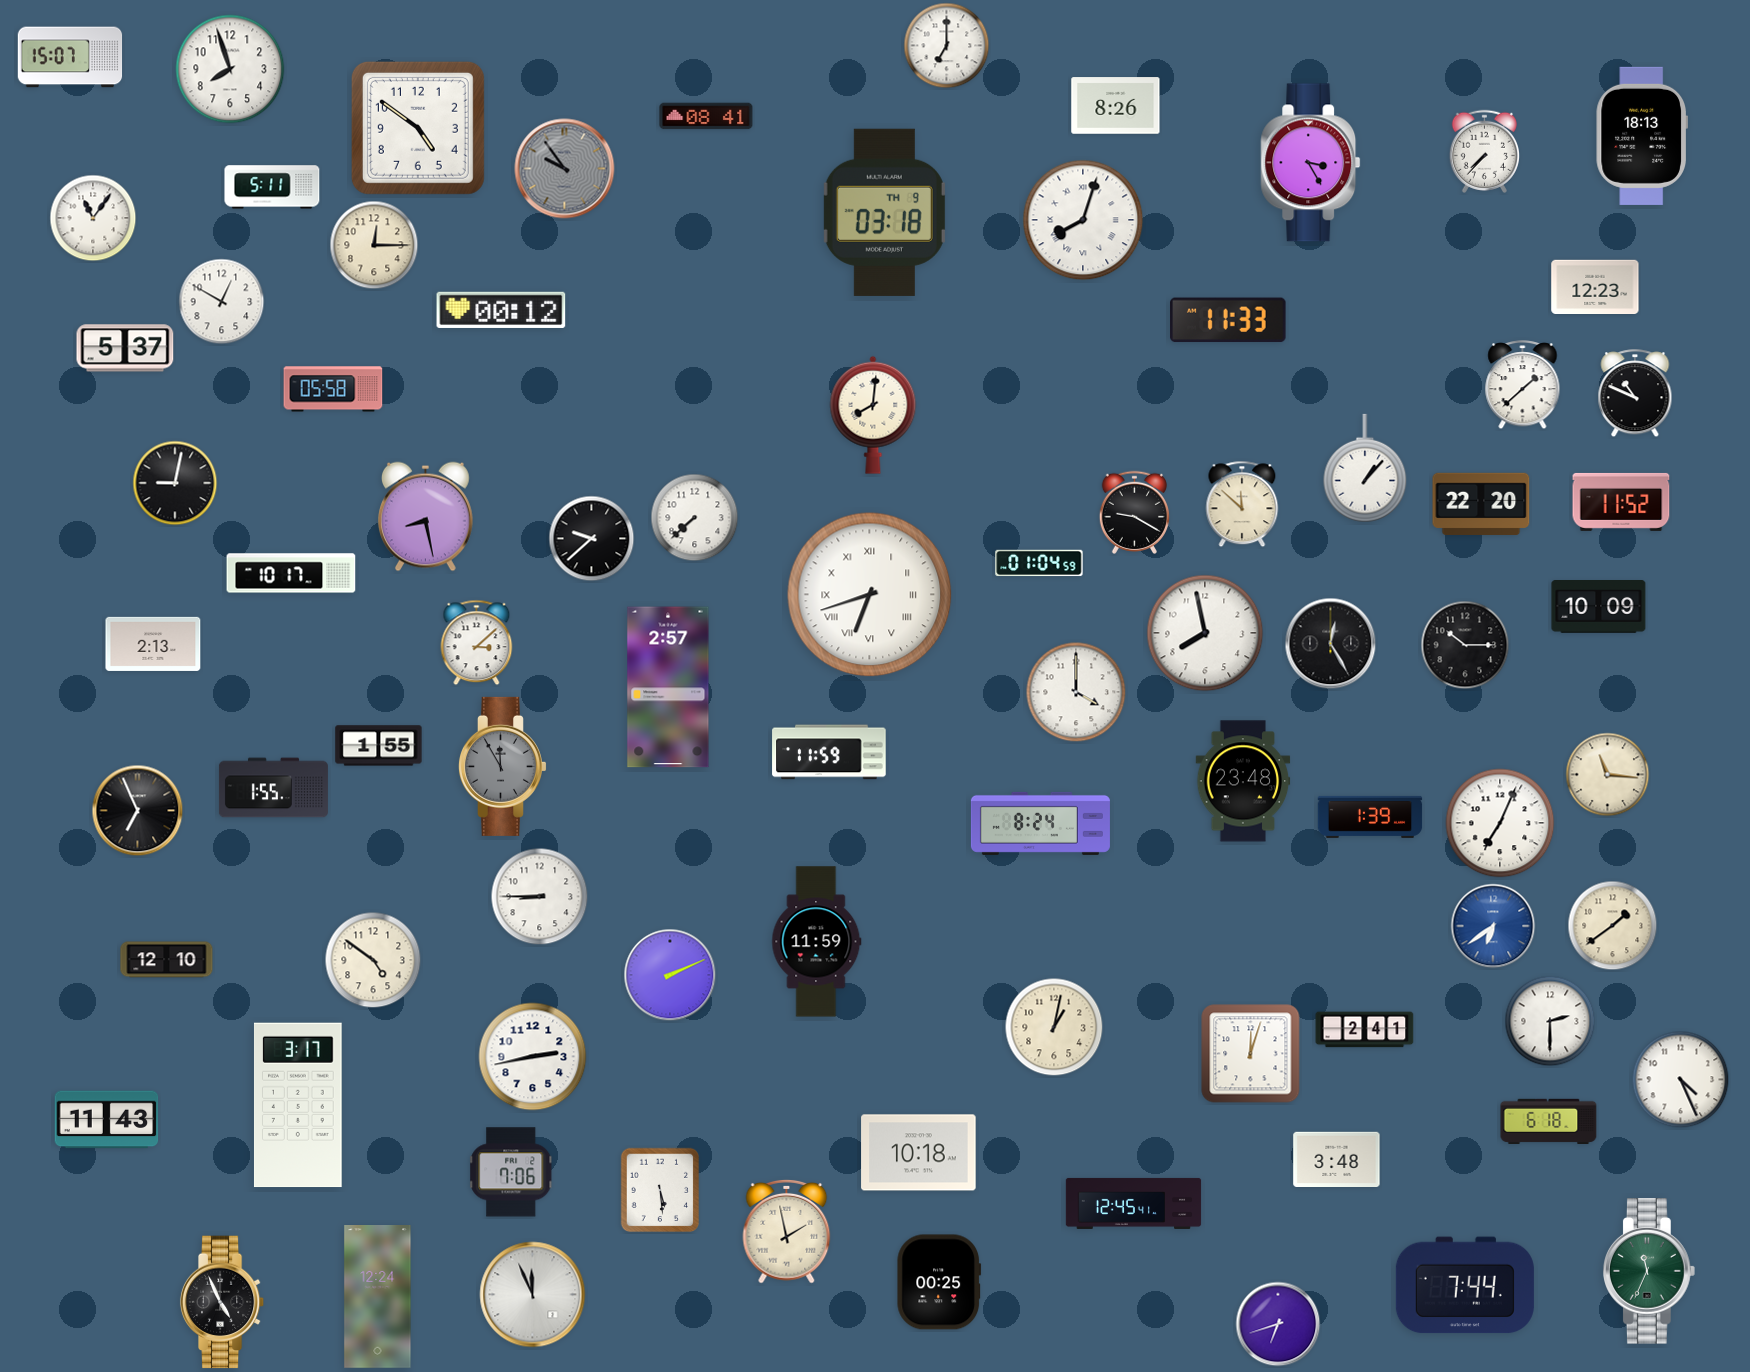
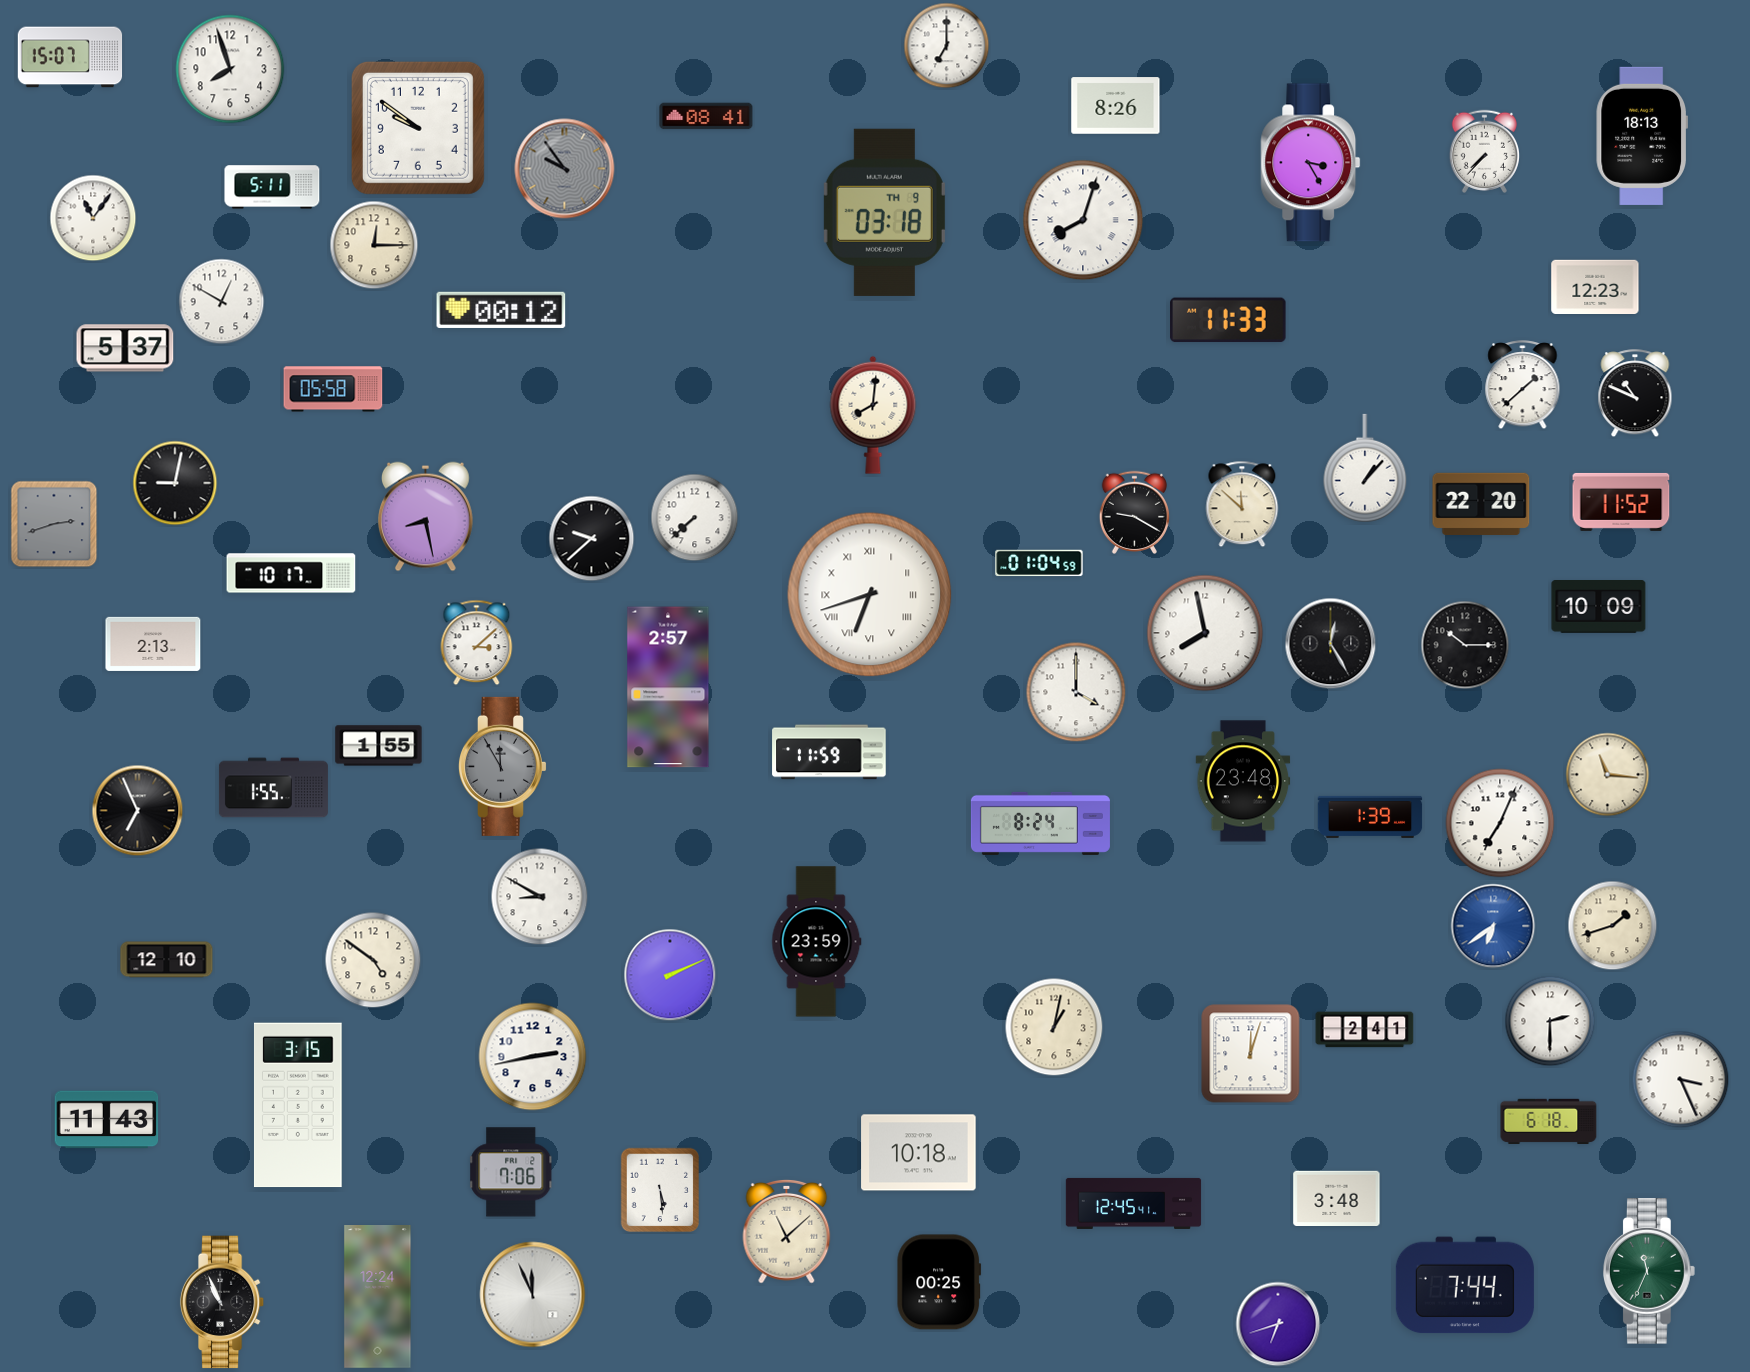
clock at (418, 128): 4:51 -> 9:51
clock at (54, 524): none -> 2:42
clock at (540, 897): 8:45 -> 8:50
clock at (1613, 926): 1:39 -> 1:42
clock at (817, 942): 11:59 -> 23:59
clock at (1681, 1080): 4:26 -> 3:26
clock at (298, 1105): 3:17 -> 3:15
clock at (1337, 1160) position: (1337, 1160) -> (1337, 1199)
clock at (787, 1231): 1:58 -> 11:08
clock at (222, 1302): 4:56 -> 10:56
